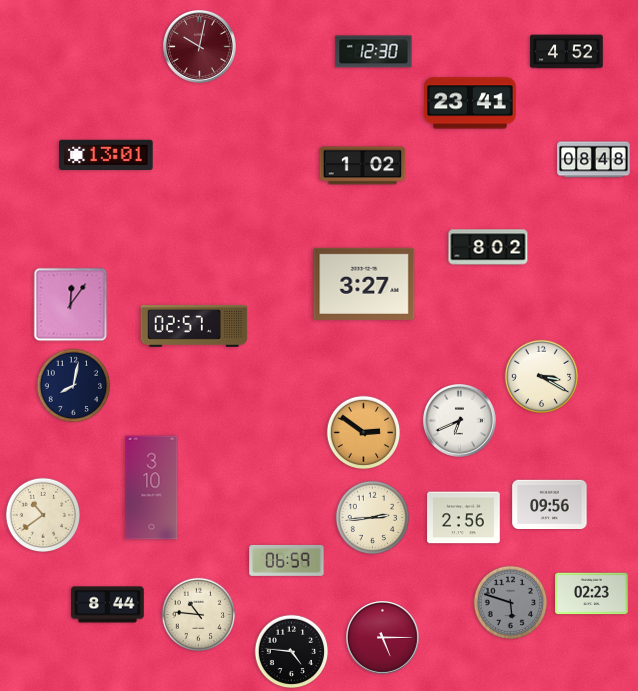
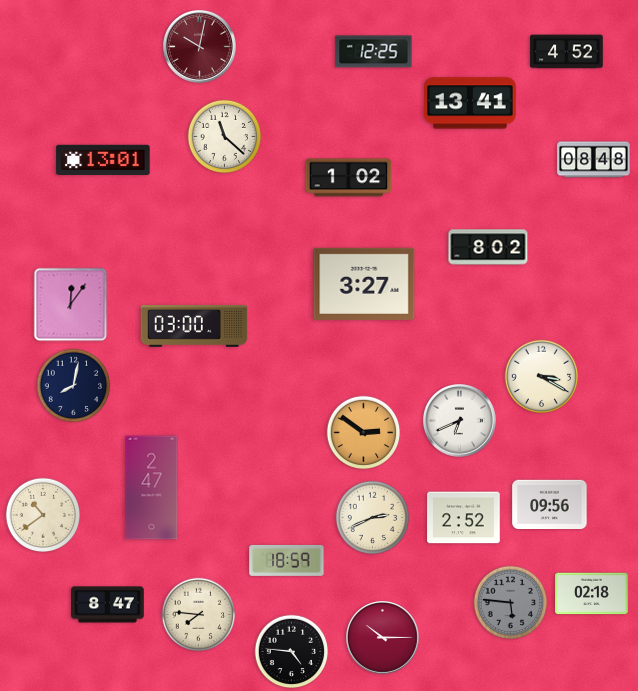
clock at (374, 52): 12:30 -> 12:25
clock at (471, 103): 23:41 -> 13:41
clock at (225, 137): none -> 11:22
clock at (106, 154) position: (106, 154) -> (103, 159)
clock at (363, 166) position: (363, 166) -> (349, 178)
clock at (194, 327): 02:57 -> 03:00
clock at (152, 488): 3:10 -> 2:47
clock at (373, 518): 2:44 -> 2:41
clock at (464, 518): 2:56 -> 2:52
clock at (287, 560): 06:59 -> 18:59
clock at (592, 594): 02:23 -> 02:18
clock at (511, 603): 5:48 -> 5:46
clock at (108, 605): 8:44 -> 8:47
clock at (199, 615): 10:46 -> 7:46
clock at (383, 638): 5:15 -> 10:15
